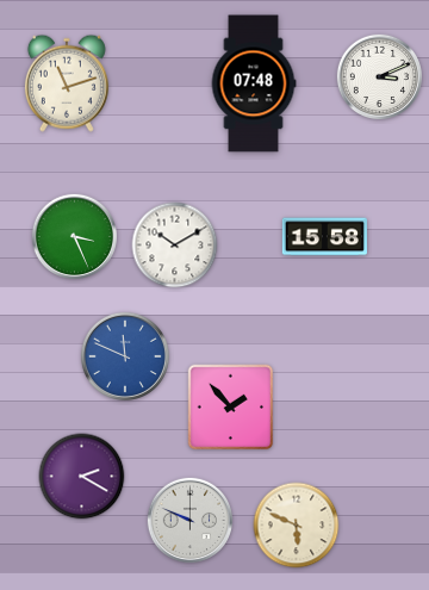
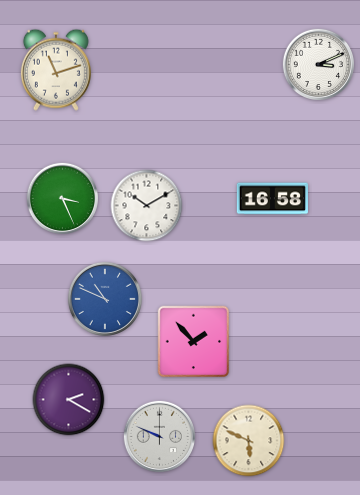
clock at (254, 83): 07:48 -> none
clock at (324, 237): 15:58 -> 16:58
clock at (125, 356): 11:49 -> 10:49
